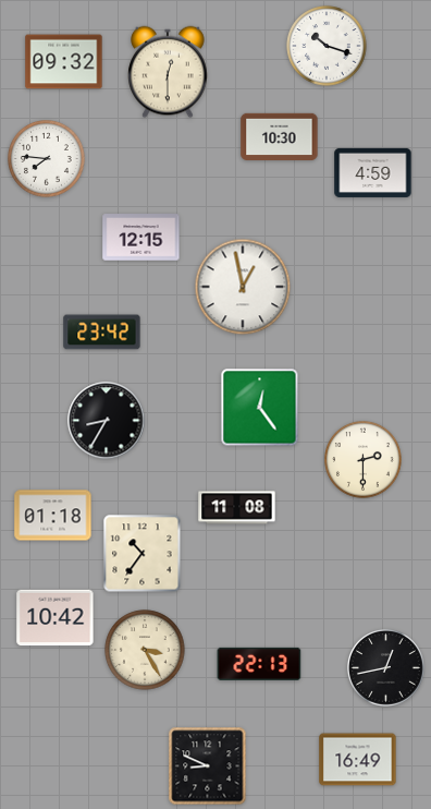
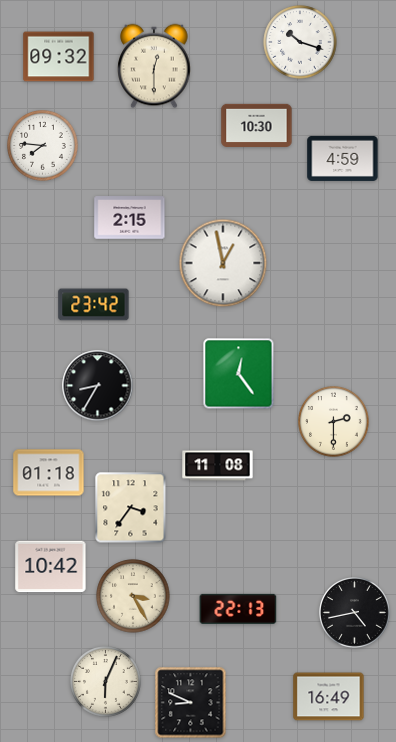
clock at (141, 238): 12:15 -> 2:15
clock at (143, 554): 10:36 -> 3:36
clock at (386, 668): 12:43 -> 4:43
clock at (106, 682): none -> 6:04
